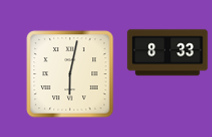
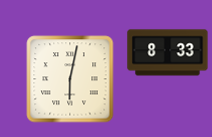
clock at (70, 74) position: (70, 74) -> (70, 79)
